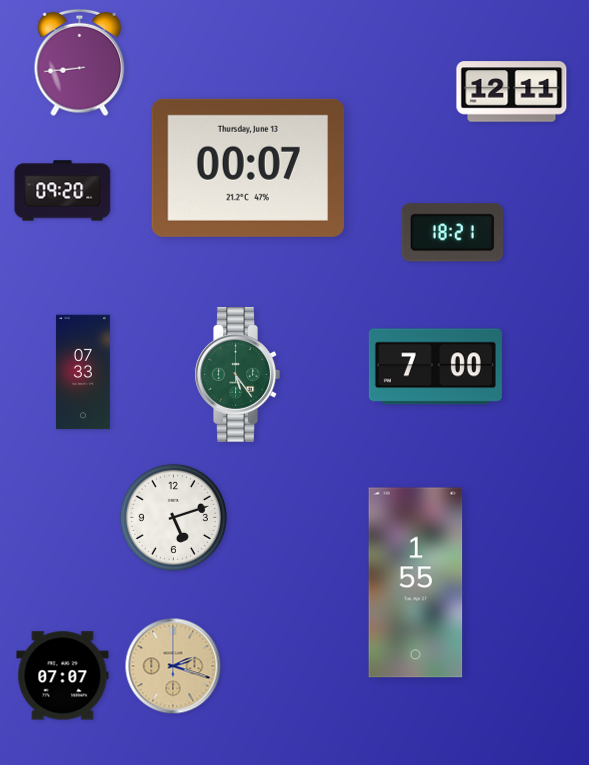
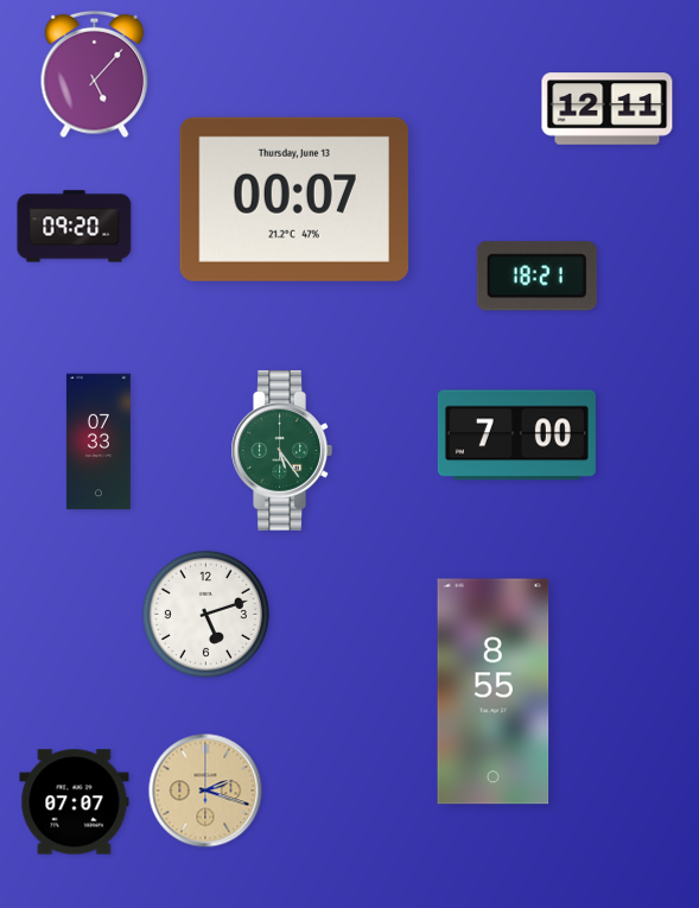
clock at (80, 63): 8:44 -> 5:07
clock at (237, 374) position: (237, 374) -> (281, 450)
clock at (416, 583): 1:55 -> 8:55
